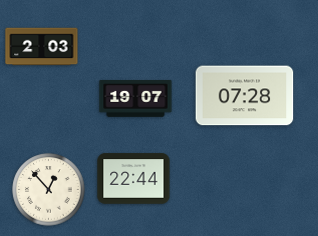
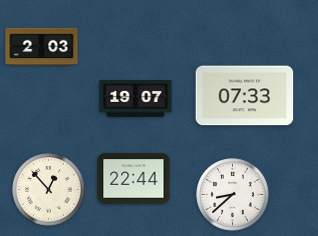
clock at (245, 96): 07:28 -> 07:33
clock at (233, 195): none -> 8:38
